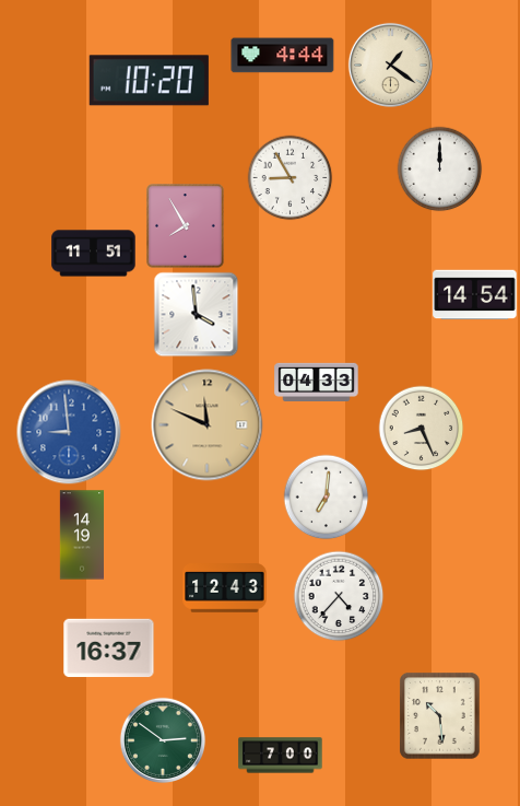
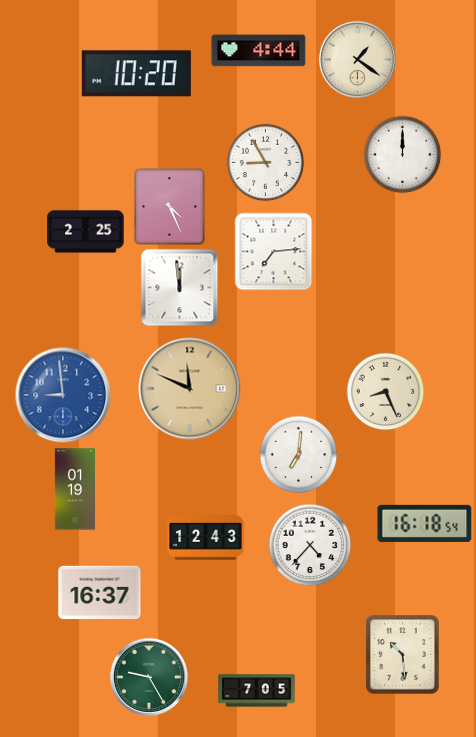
clock at (186, 226): 7:55 -> 4:26
clock at (94, 254): 11:51 -> 2:25
clock at (273, 251): none -> 7:14
clock at (475, 295): 14:54 -> none
clock at (196, 314): 3:59 -> 11:59
clock at (317, 383): 04:33 -> none
clock at (81, 535): 14:19 -> 01:19
clock at (425, 523): none -> 16:18
clock at (163, 740): 2:51 -> 9:25
clock at (281, 756): 7:00 -> 7:05
